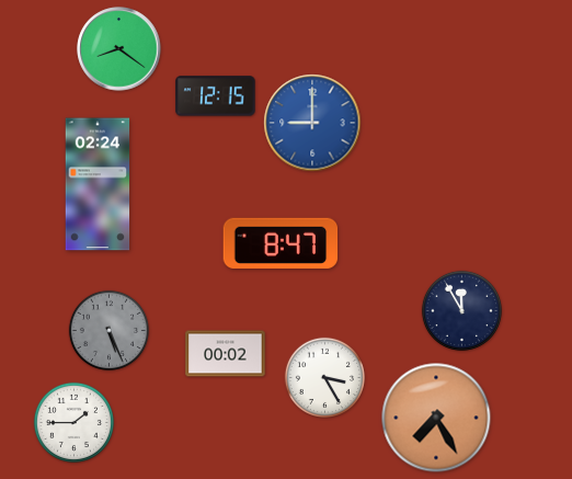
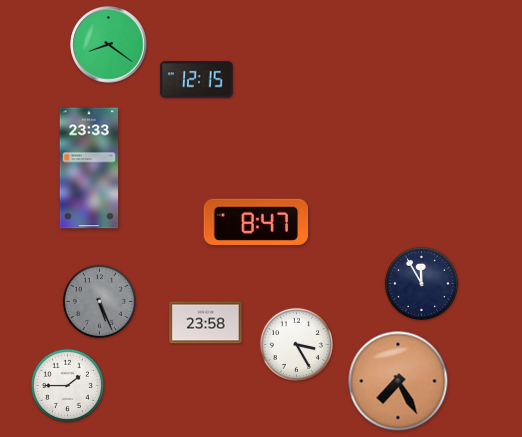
clock at (216, 96) position: (216, 96) -> (197, 80)
clock at (312, 123): 9:00 -> none
clock at (98, 184): 02:24 -> 23:33
clock at (226, 354): 00:02 -> 23:58
